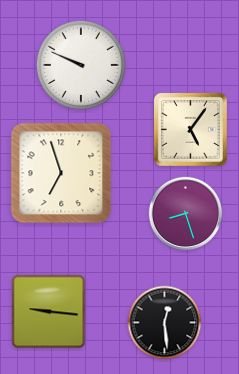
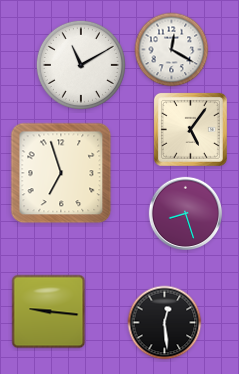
clock at (172, 50): none -> 12:20
clock at (81, 65): 9:49 -> 11:10
